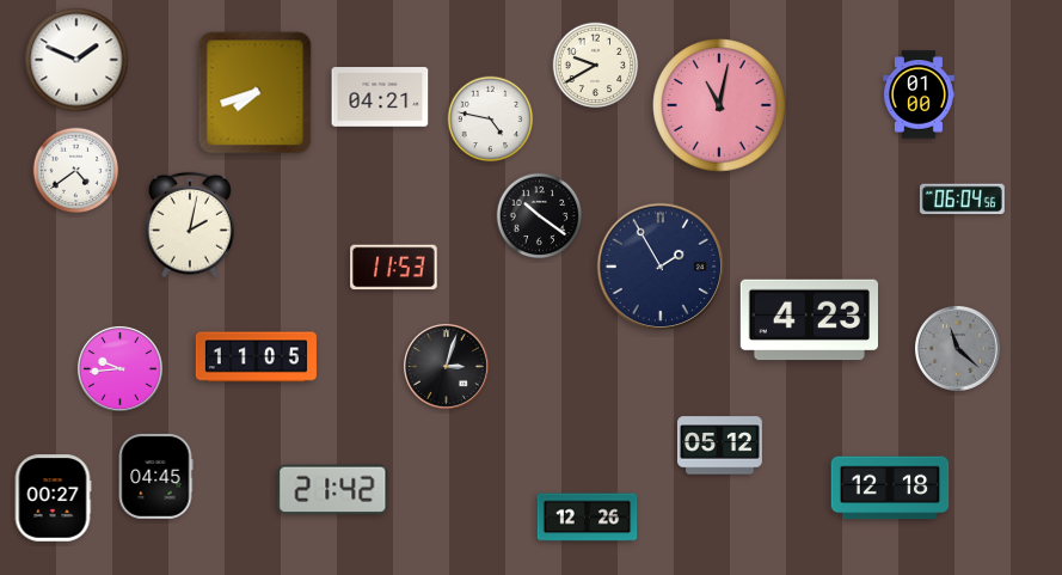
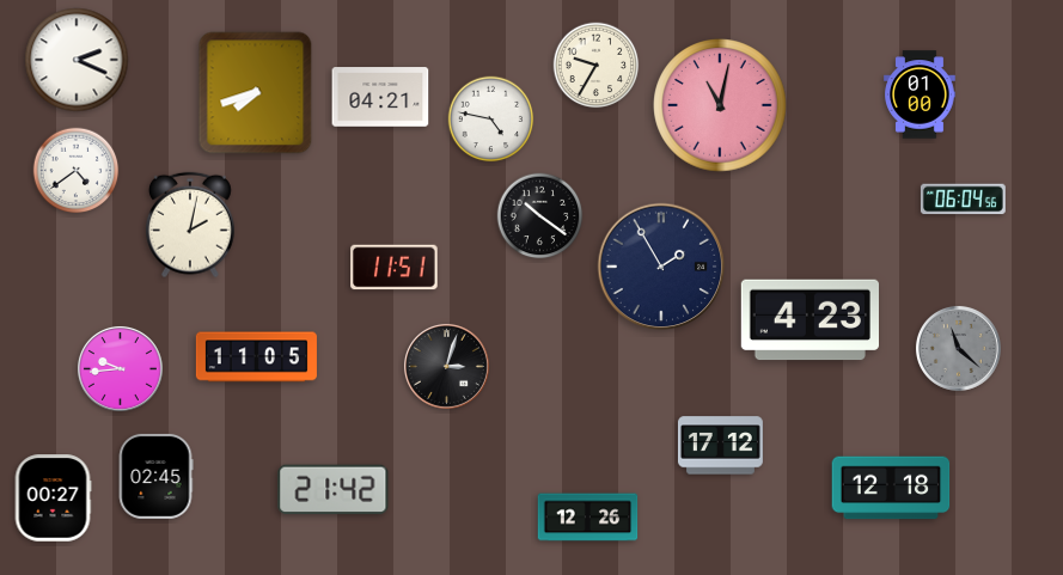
clock at (76, 60): 1:49 -> 2:19
clock at (596, 66): 9:40 -> 9:35
clock at (394, 268): 11:53 -> 11:51
clock at (719, 446): 05:12 -> 17:12
clock at (155, 476): 04:45 -> 02:45
